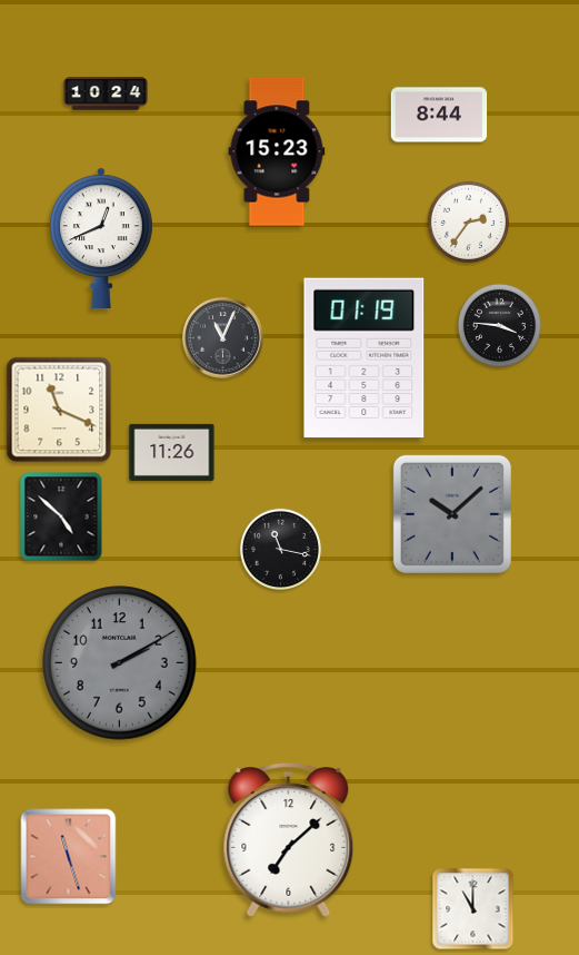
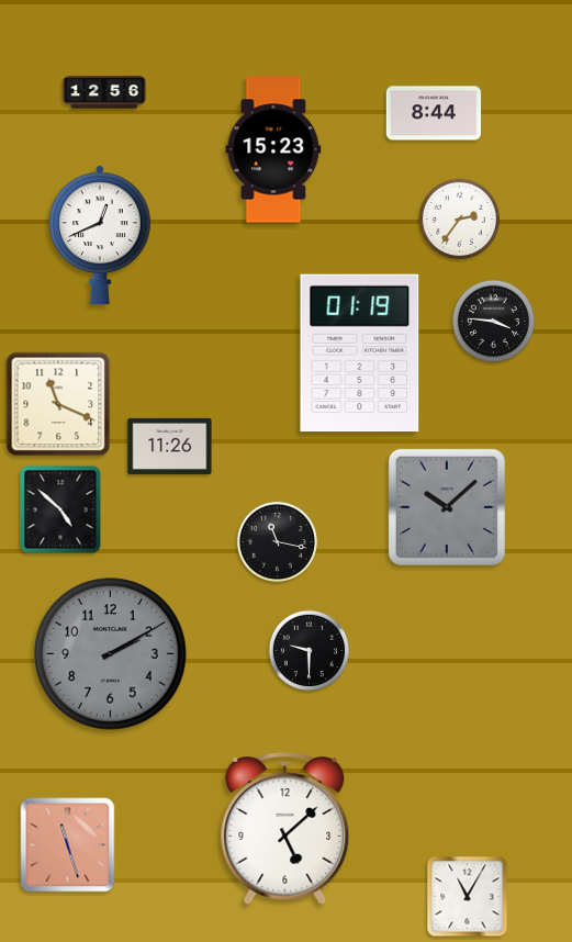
clock at (106, 93): 10:24 -> 12:56
clock at (468, 221) position: (468, 221) -> (459, 218)
clock at (223, 338): 11:04 -> none
clock at (309, 650): none -> 9:30
clock at (120, 663) position: (120, 663) -> (111, 654)
clock at (289, 840): 7:08 -> 5:08
clock at (473, 909): 11:00 -> 11:05
